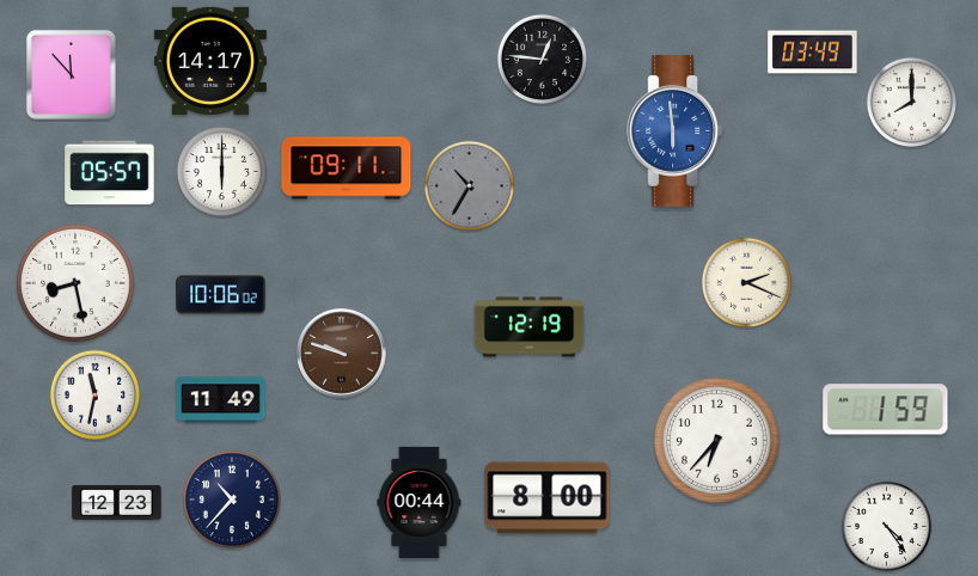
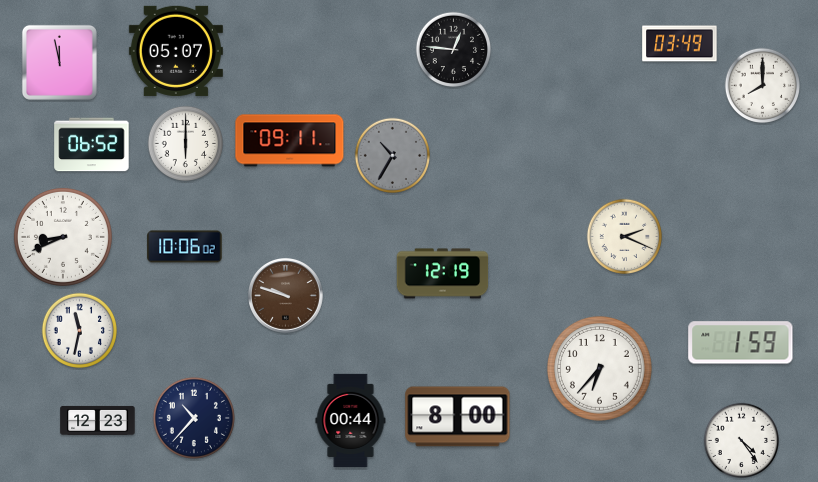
clock at (210, 61): 14:17 -> 05:07
clock at (71, 74): 11:53 -> 11:58
clock at (676, 131): 5:59 -> none
clock at (110, 173): 05:57 -> 06:52
clock at (75, 283): 8:28 -> 8:41
clock at (221, 400): 11:49 -> none
